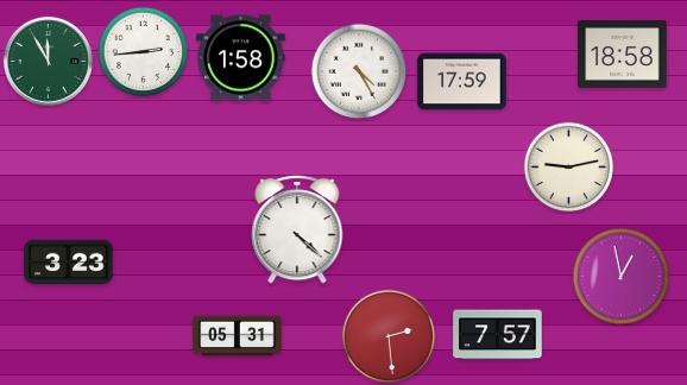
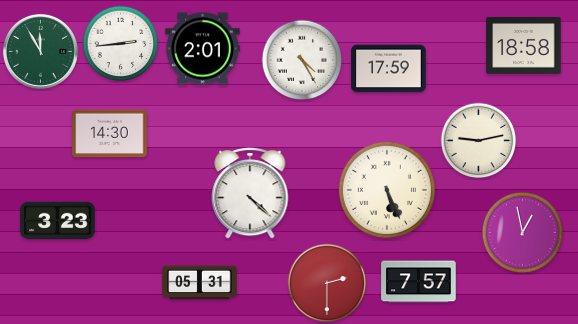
clock at (241, 58): 1:58 -> 2:01
clock at (110, 134): none -> 14:30
clock at (387, 190): none -> 5:26
clock at (389, 336): 2:29 -> 2:30
